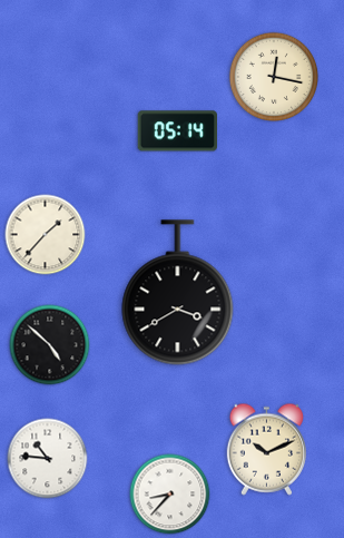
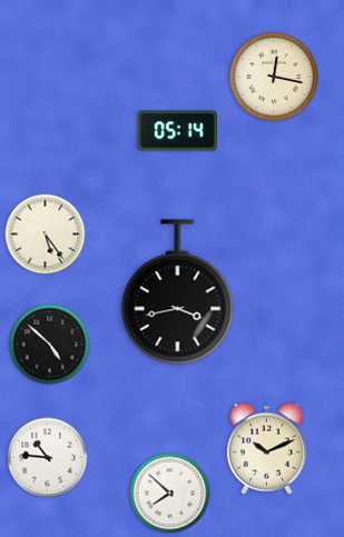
clock at (46, 235): 1:37 -> 5:24
clock at (178, 293): 3:40 -> 3:43
clock at (170, 495): 8:37 -> 7:52
